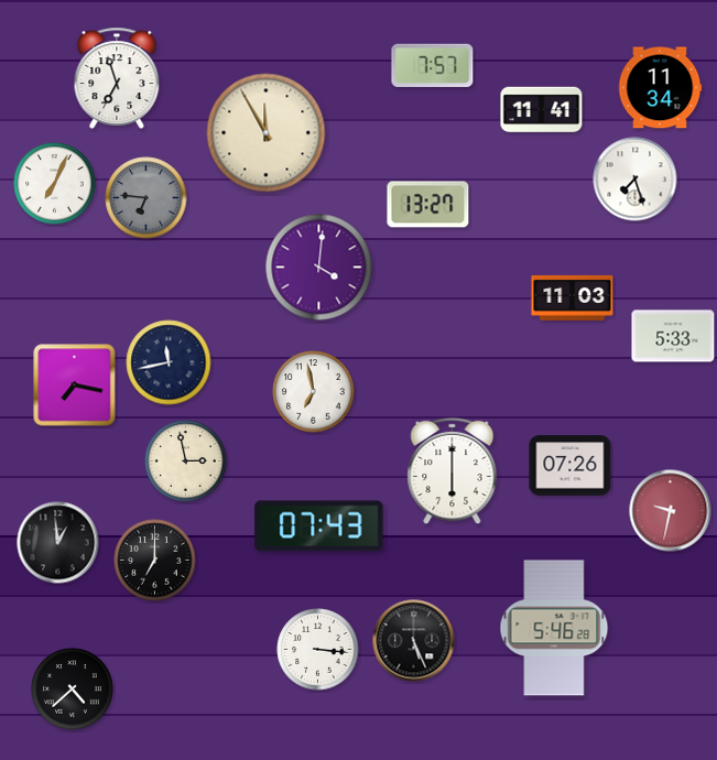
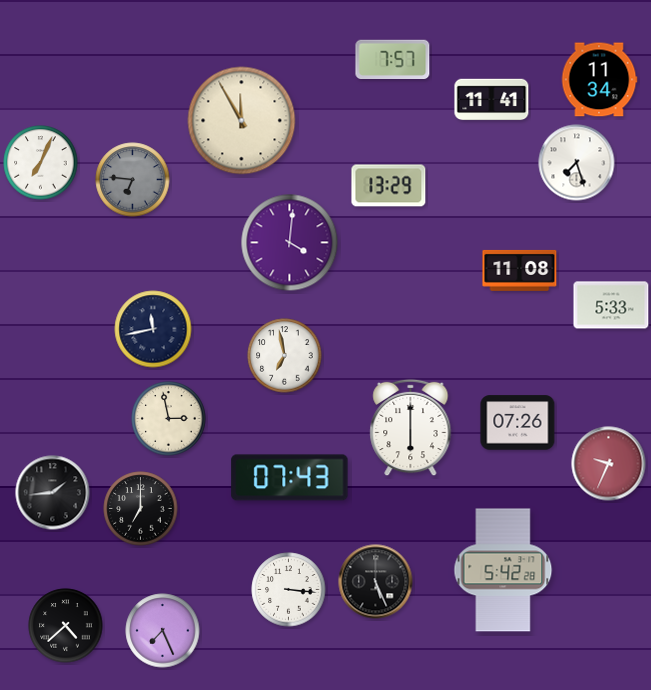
clock at (117, 78): 6:57 -> none
clock at (55, 184) position: (55, 184) -> (41, 163)
clock at (428, 205): 13:27 -> 13:29
clock at (573, 297): 11:03 -> 11:08
clock at (75, 386): 7:17 -> none
clock at (671, 511): 9:32 -> 9:34
clock at (58, 543): 12:59 -> 1:44
clock at (554, 628): 5:46 -> 5:42
clock at (163, 631): none -> 7:26
